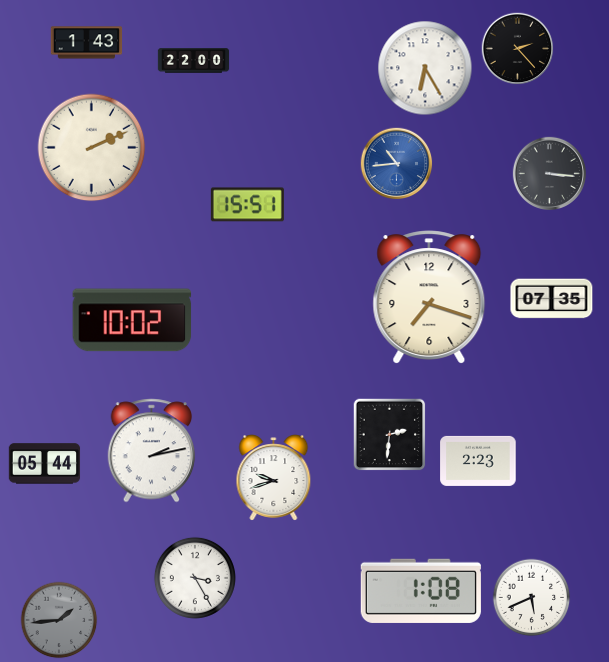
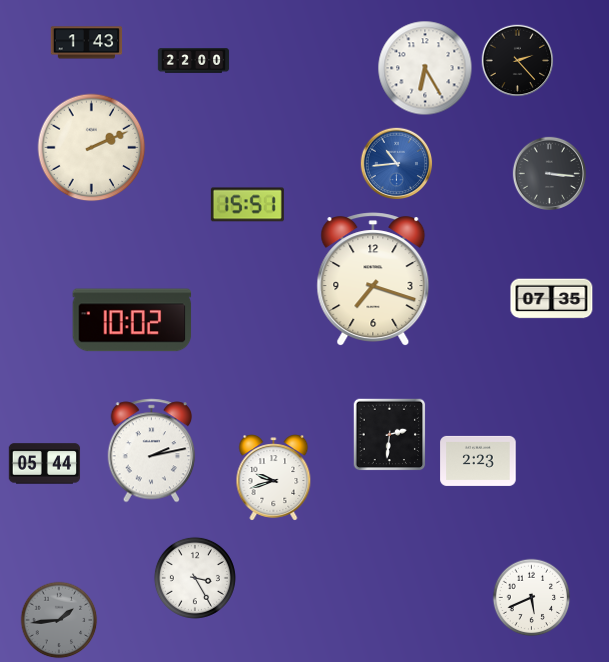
clock at (518, 49) position: (518, 49) -> (518, 61)
clock at (429, 297) position: (429, 297) -> (373, 279)
clock at (421, 591): 1:08 -> none
